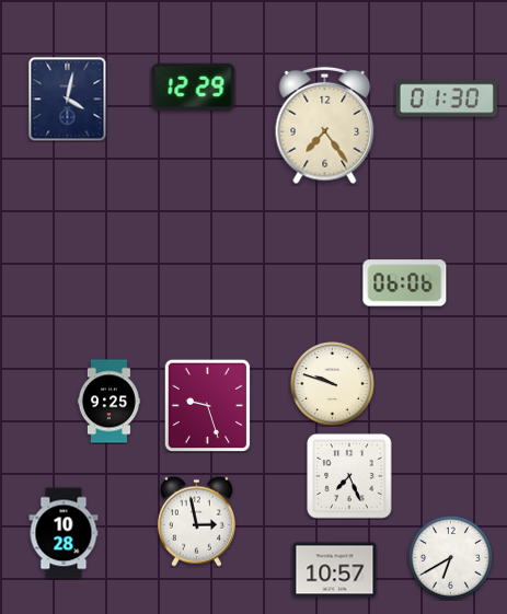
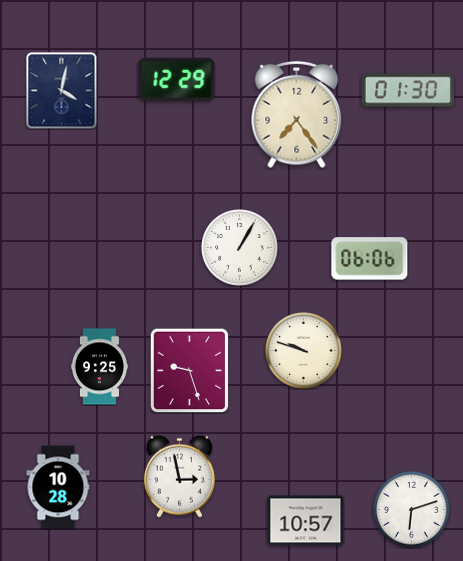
clock at (240, 248): none -> 1:05
clock at (349, 476): 7:26 -> none
clock at (451, 558): 6:40 -> 6:12
